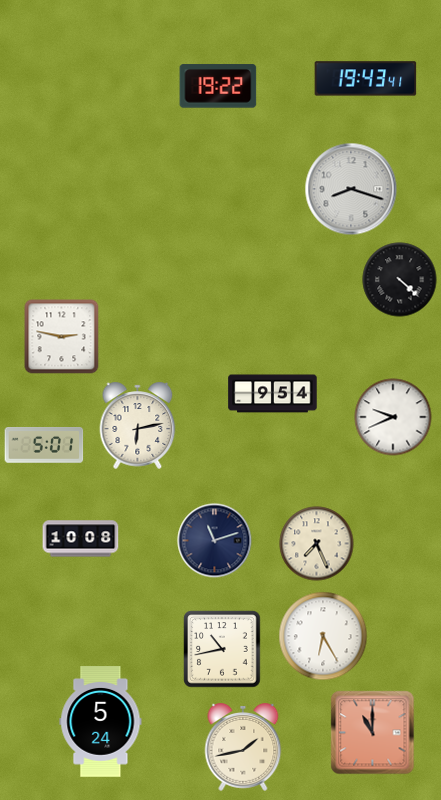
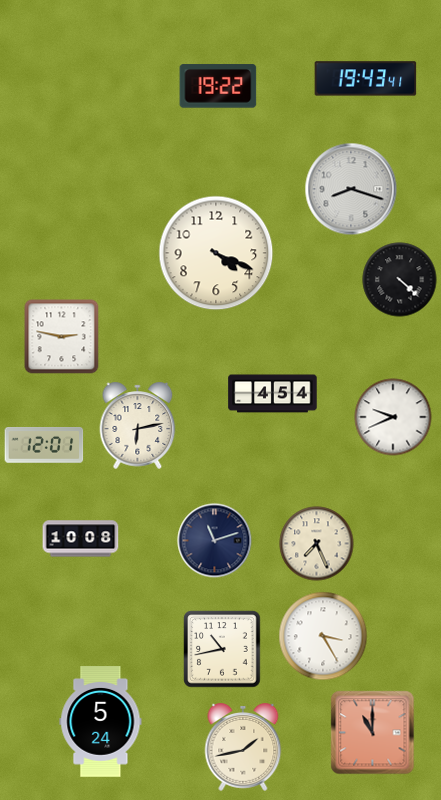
clock at (216, 253): none -> 4:19
clock at (273, 394): 9:54 -> 4:54
clock at (44, 446): 5:01 -> 12:01
clock at (323, 636): 6:25 -> 3:25
